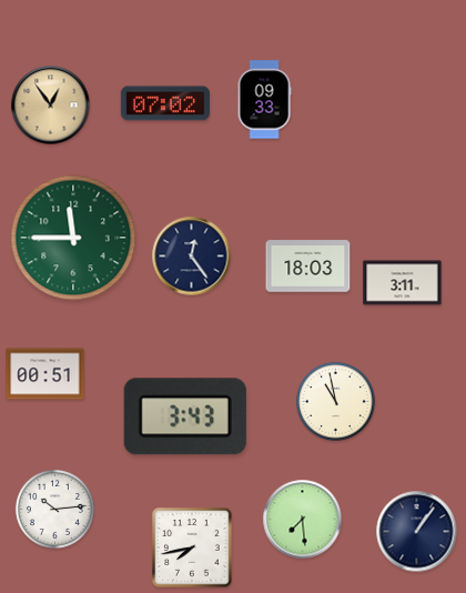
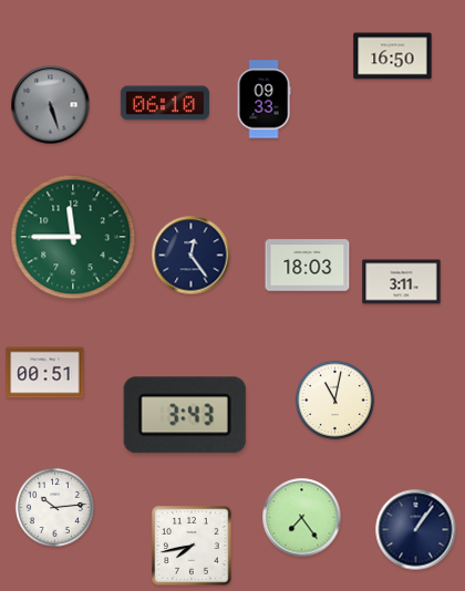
clock at (393, 56): none -> 16:50
clock at (164, 103): 07:02 -> 06:10
clock at (51, 105): 12:54 -> 5:27
clock at (51, 105) dial: champagne -> grey
clock at (335, 401): 10:58 -> 11:02
clock at (303, 520): 7:29 -> 7:24
